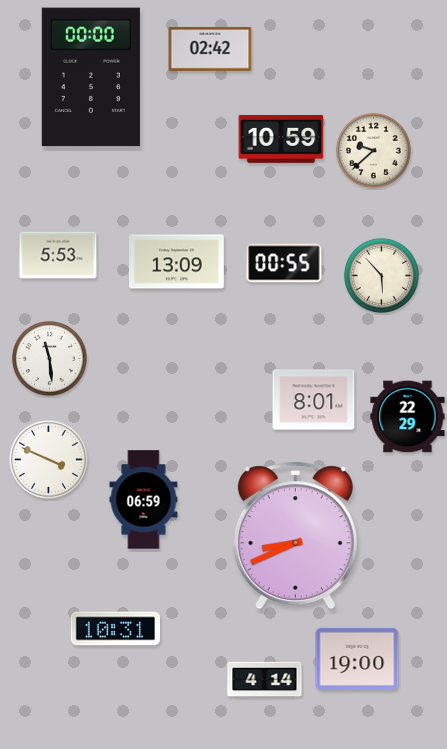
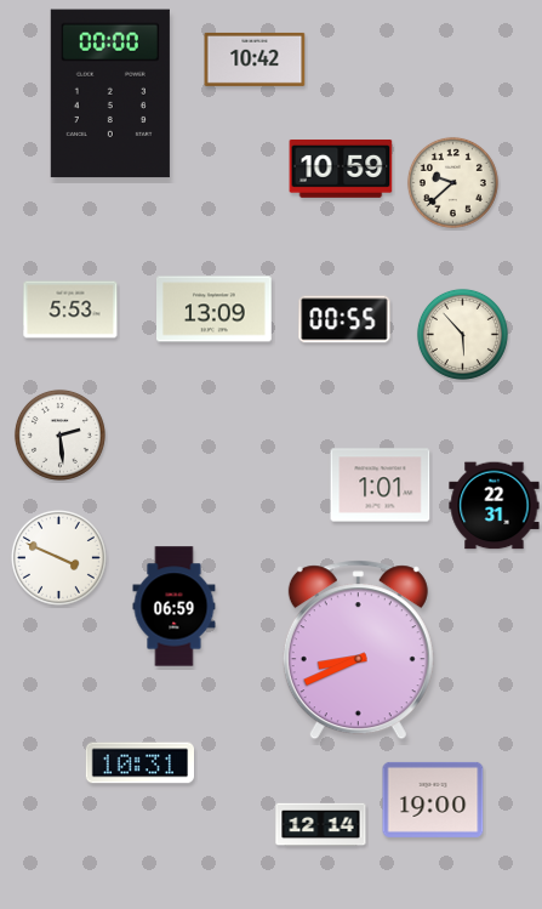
clock at (210, 49): 02:42 -> 10:42
clock at (177, 262) position: (177, 262) -> (215, 309)
clock at (49, 358): 11:29 -> 2:29
clock at (314, 400): 8:01 -> 1:01
clock at (408, 417): 22:29 -> 22:31
clock at (265, 680): 4:14 -> 12:14
